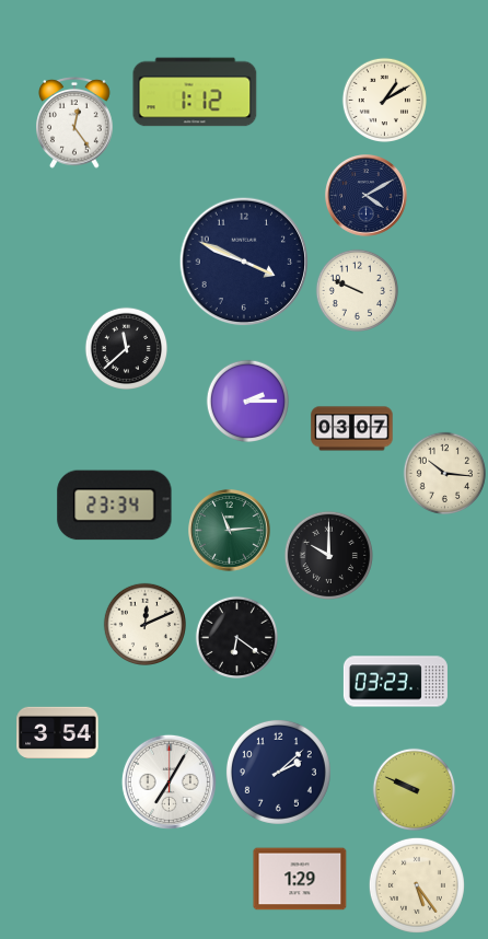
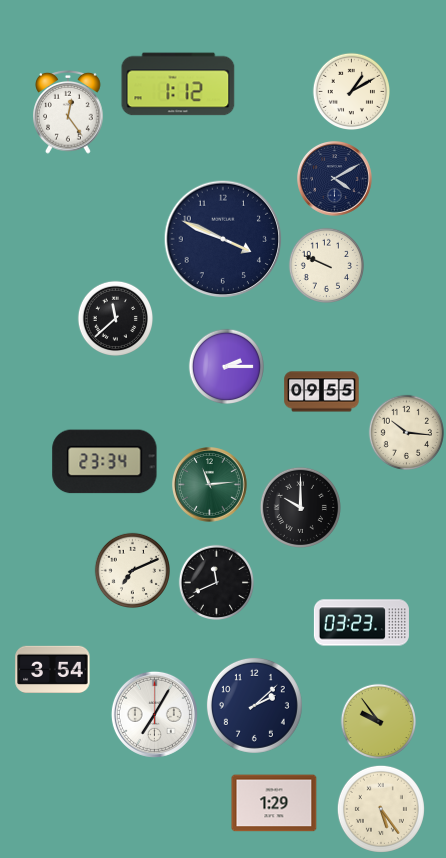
clock at (352, 429): 03:07 -> 09:55
clock at (144, 624): 12:11 -> 7:11
clock at (236, 637): 6:21 -> 11:41
clock at (414, 789): 9:49 -> 9:54
